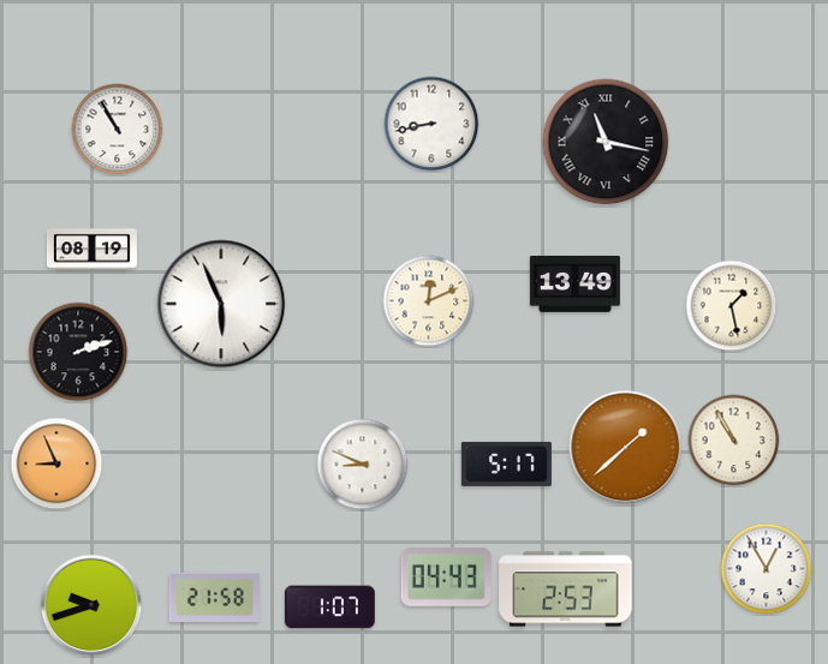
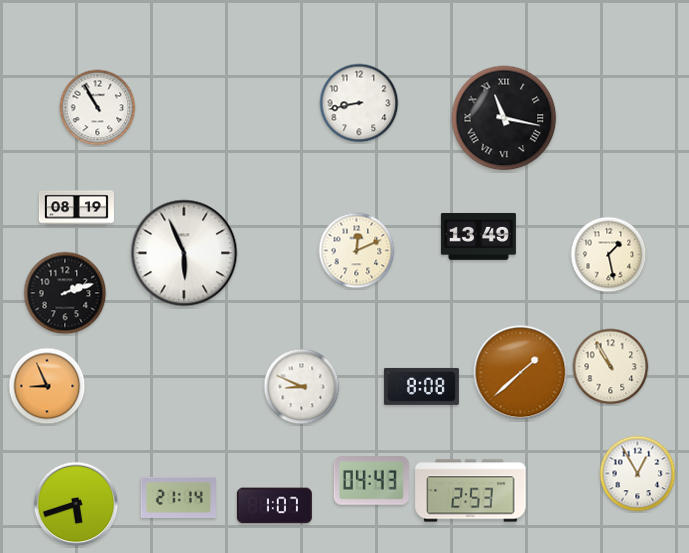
clock at (506, 463): 5:17 -> 8:08
clock at (214, 597): 21:58 -> 21:14
clock at (91, 605): 9:42 -> 5:42
